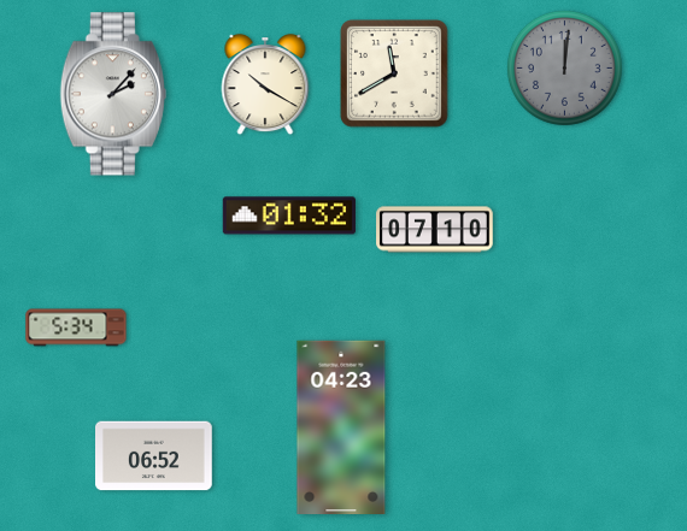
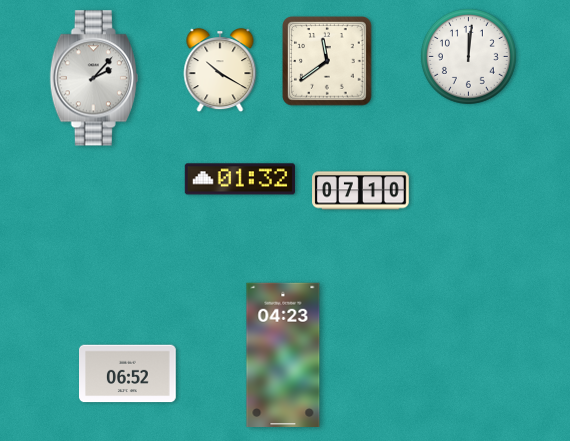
clock at (564, 67) dial: grey -> white
clock at (394, 73): 11:40 -> 11:39
clock at (76, 328): 5:34 -> none
clock at (154, 456) position: (154, 456) -> (128, 374)
